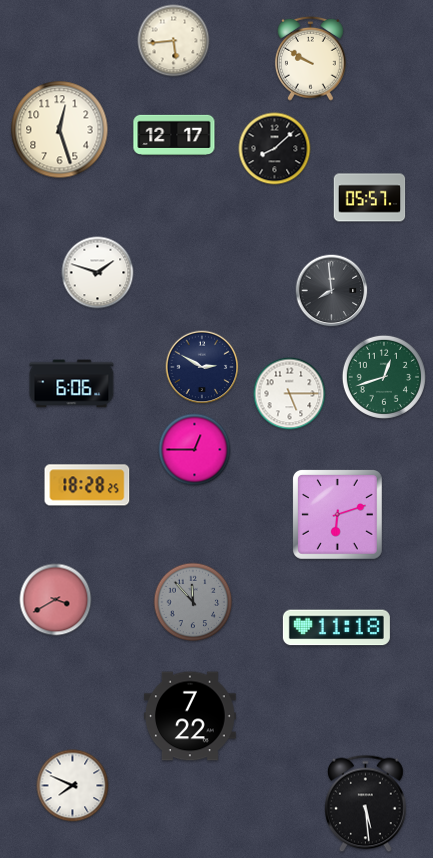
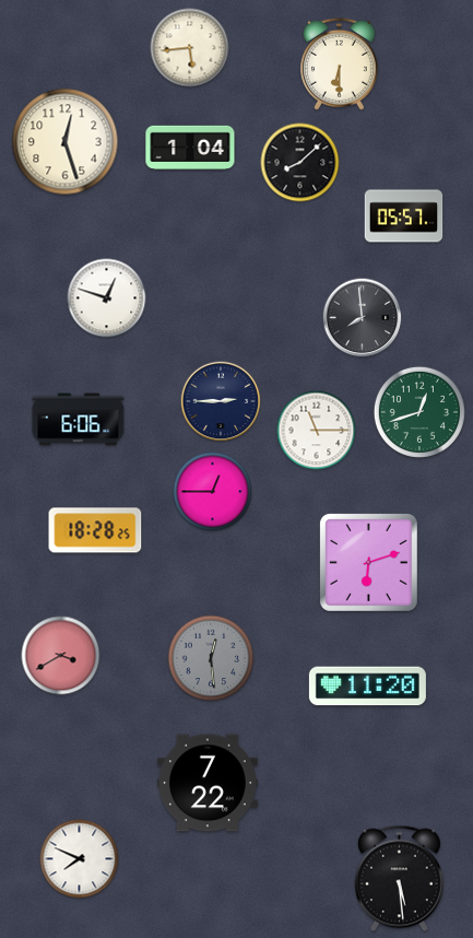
clock at (174, 41) position: (174, 41) -> (190, 48)
clock at (310, 58): 9:50 -> 6:30
clock at (174, 134): 12:17 -> 1:04
clock at (98, 273): 1:48 -> 12:48
clock at (202, 367): 2:50 -> 2:45
clock at (290, 394): 5:15 -> 11:15
clock at (193, 602): 11:53 -> 12:29
clock at (336, 628): 11:18 -> 11:20
